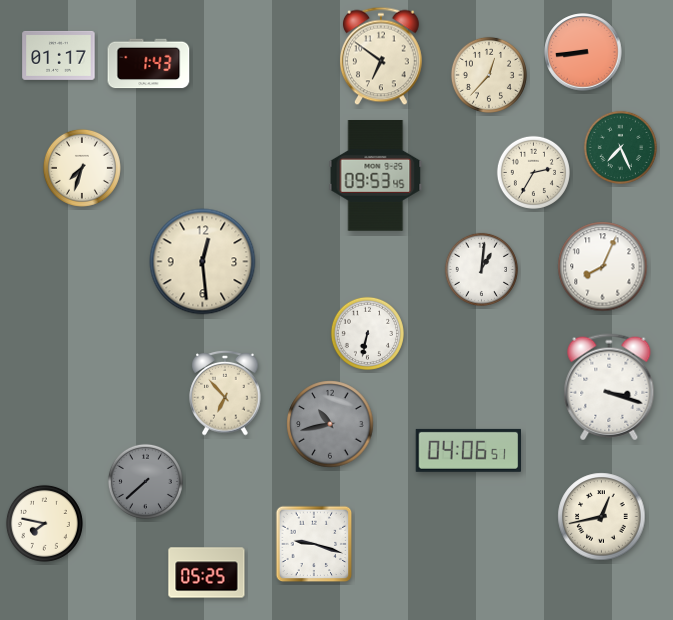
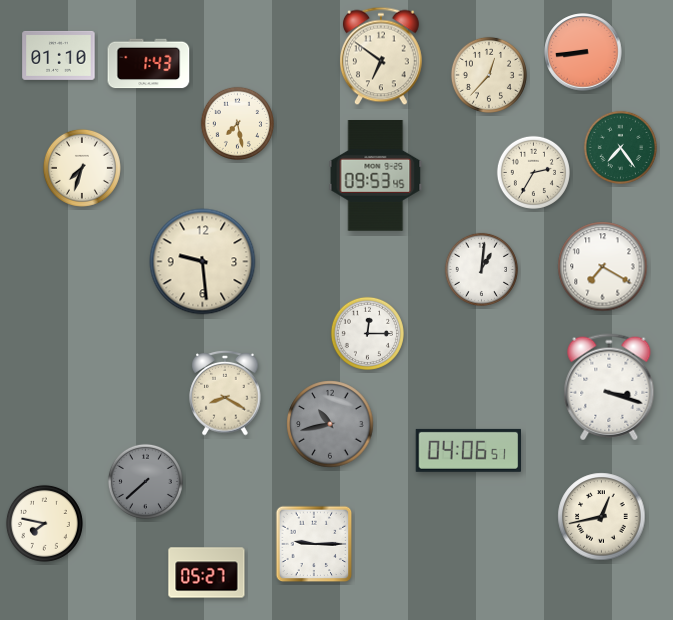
clock at (59, 55): 01:17 -> 01:10
clock at (237, 123): none -> 7:28
clock at (620, 147): 7:26 -> 7:24
clock at (203, 262): 12:29 -> 9:29
clock at (603, 267): 8:04 -> 7:20
clock at (367, 333): 6:32 -> 12:15
clock at (225, 394): 6:53 -> 8:20
clock at (314, 544): 9:18 -> 9:15
clock at (207, 573): 05:25 -> 05:27
